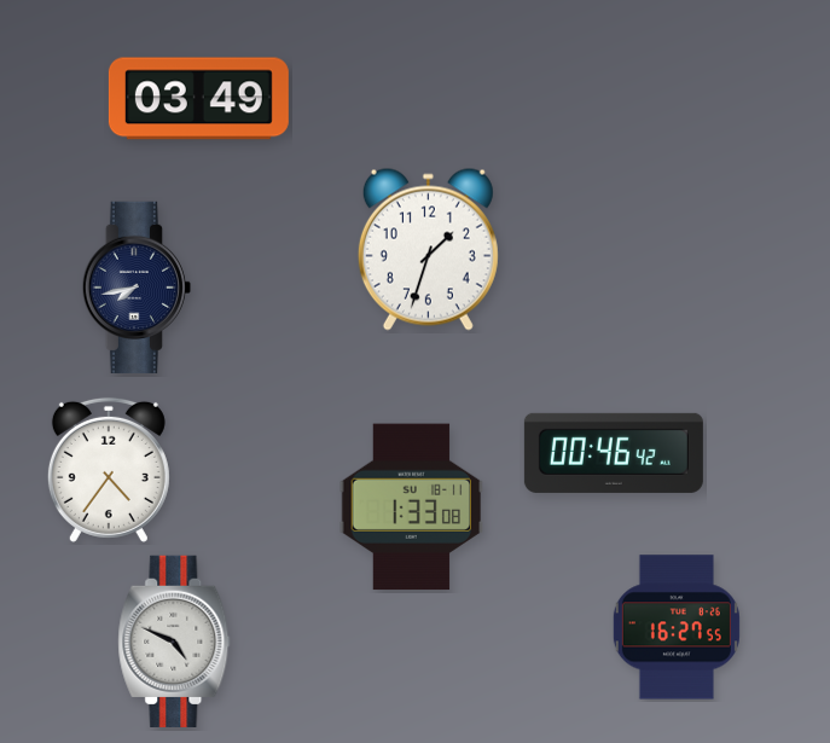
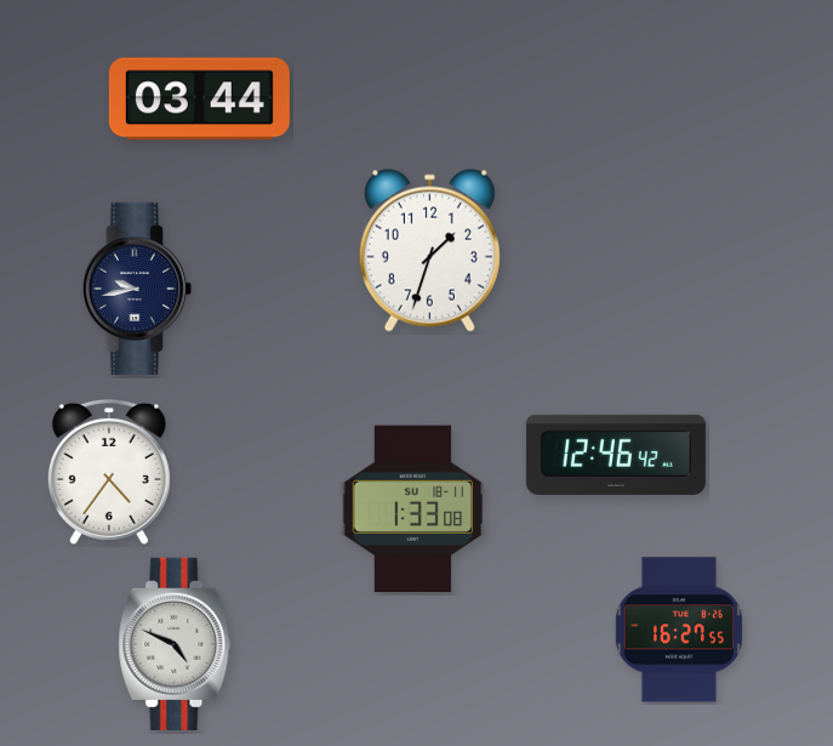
clock at (198, 99): 03:49 -> 03:44
clock at (135, 288): 7:43 -> 9:43
clock at (614, 453): 00:46 -> 12:46
